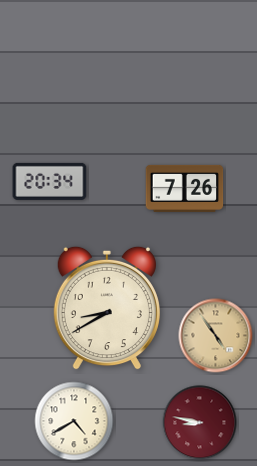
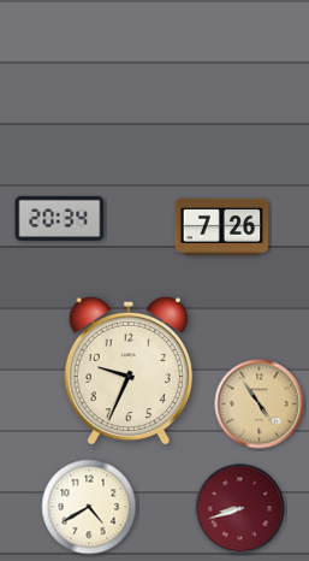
clock at (107, 308): 8:40 -> 9:34
clock at (200, 423): 8:47 -> 8:42
